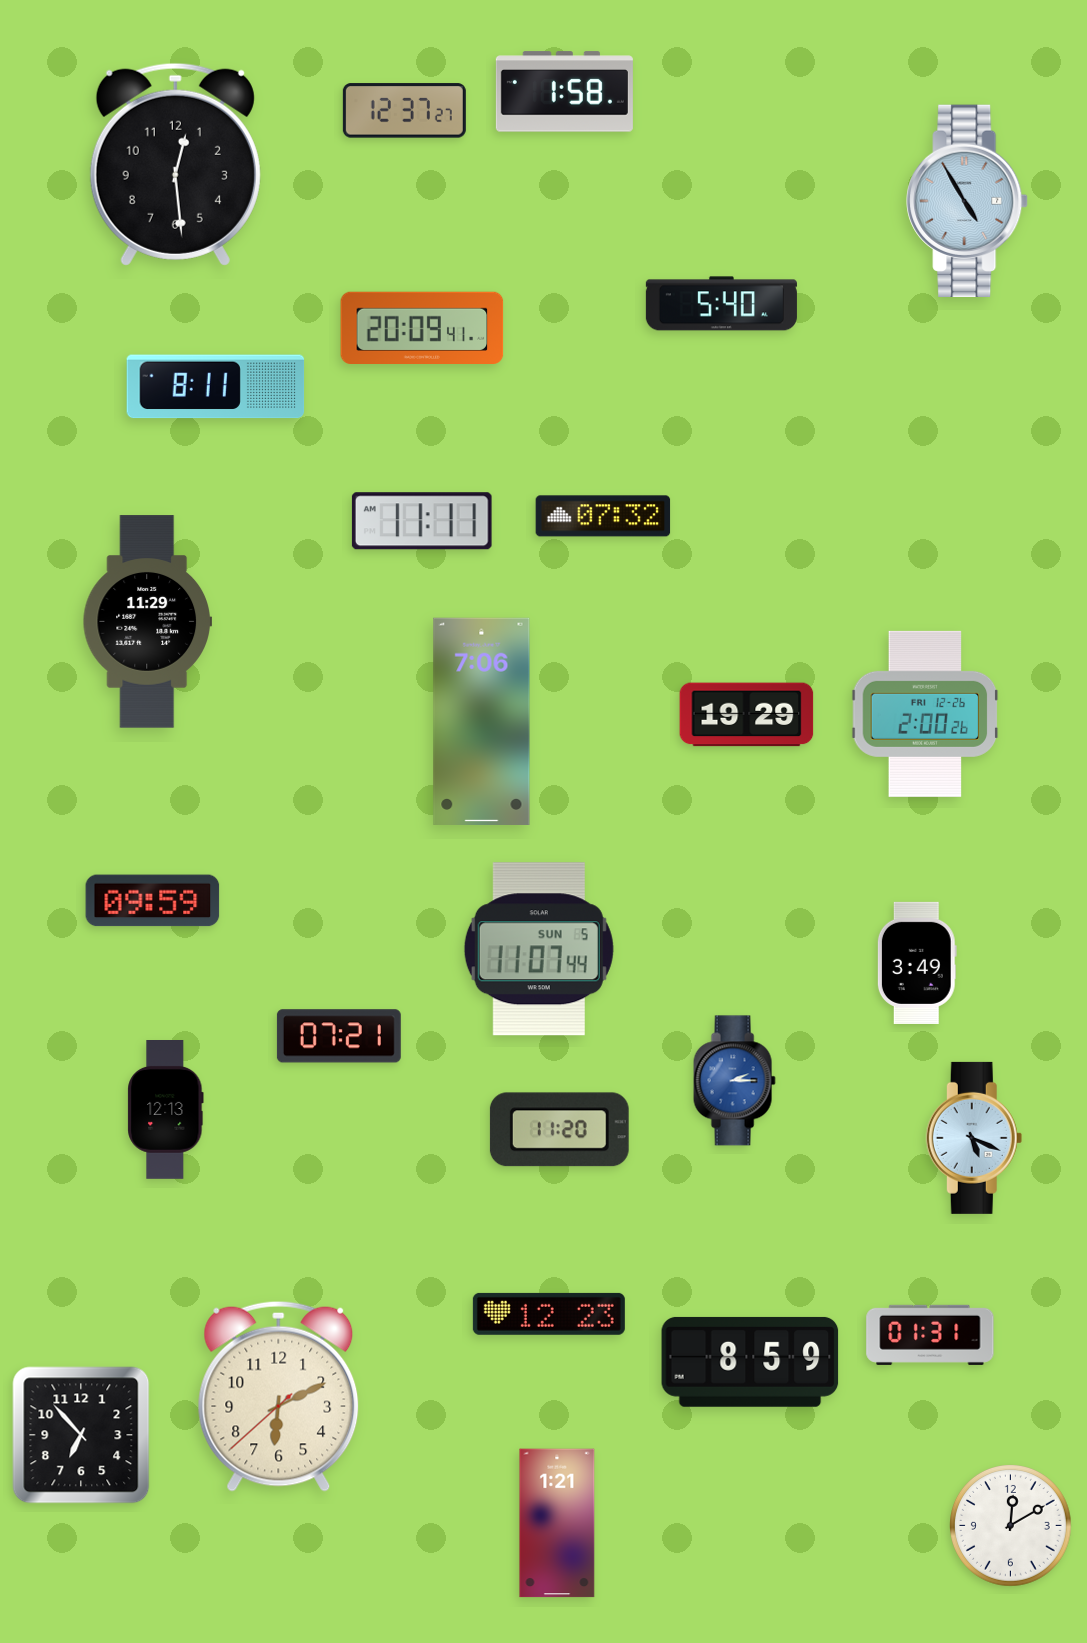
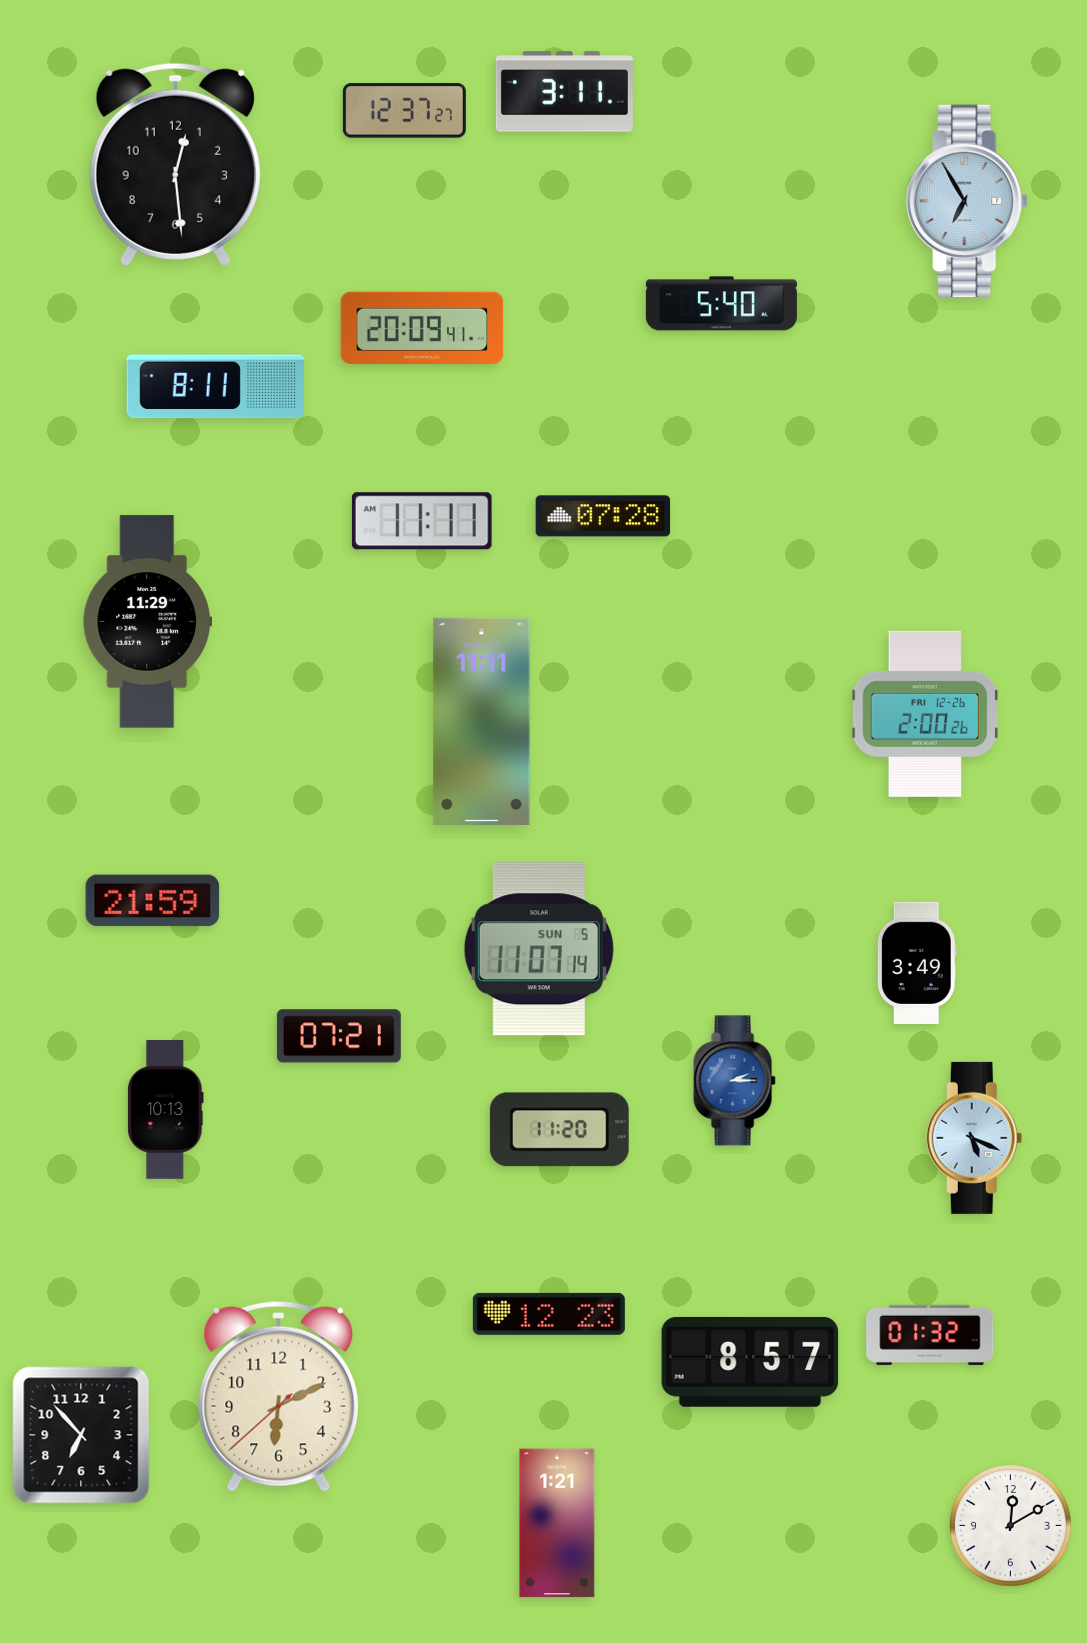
clock at (564, 92): 1:58 -> 3:11
clock at (967, 200): 4:55 -> 6:55
clock at (603, 516): 07:32 -> 07:28
clock at (747, 715): 19:29 -> none
clock at (482, 721): 7:06 -> 11:11
clock at (153, 901): 09:59 -> 21:59
clock at (539, 949): 11:07:44 -> 11:07:14
clock at (166, 1110): 12:13 -> 10:13
clock at (930, 1335): 01:31 -> 01:32
clock at (750, 1362): 8:59 -> 8:57
